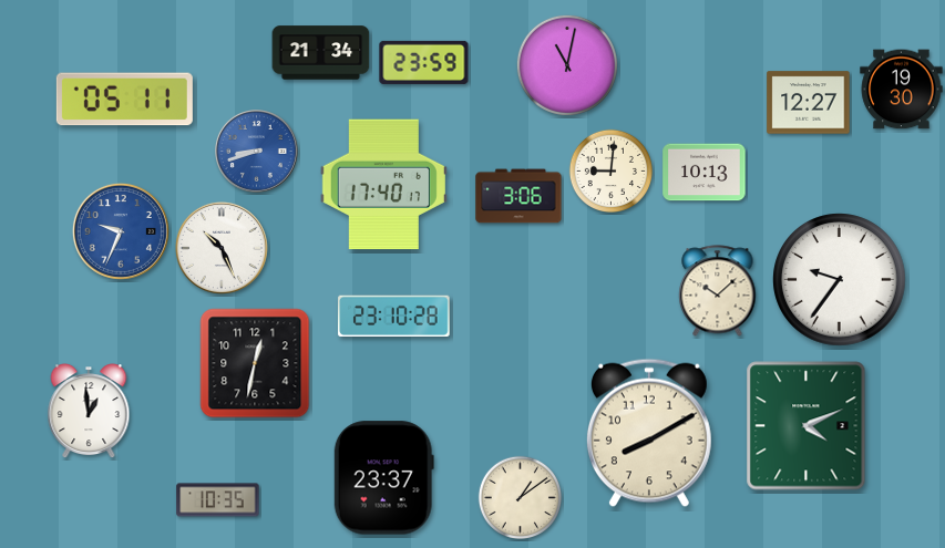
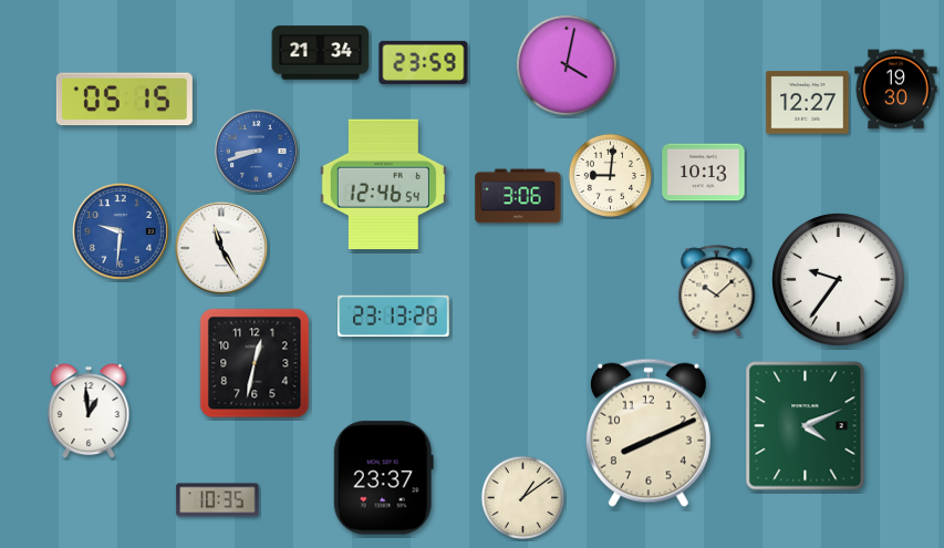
clock at (567, 65): 11:02 -> 4:02
clock at (902, 90) position: (902, 90) -> (896, 90)
clock at (124, 100): 05:11 -> 05:15
clock at (610, 170) position: (610, 170) -> (610, 175)
clock at (383, 185): 17:40 -> 12:46
clock at (121, 231): 9:34 -> 9:31
clock at (222, 248): 10:26 -> 11:25
clock at (394, 317): 23:10 -> 23:13
clock at (649, 433): 8:10 -> 8:11
clock at (520, 497) position: (520, 497) -> (522, 497)
